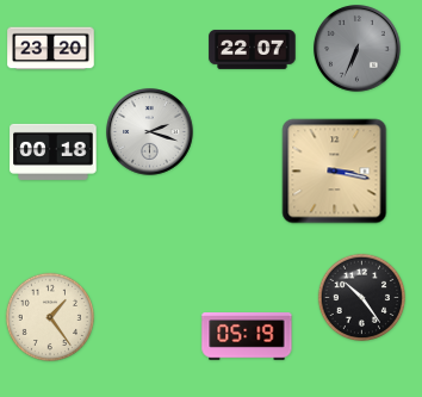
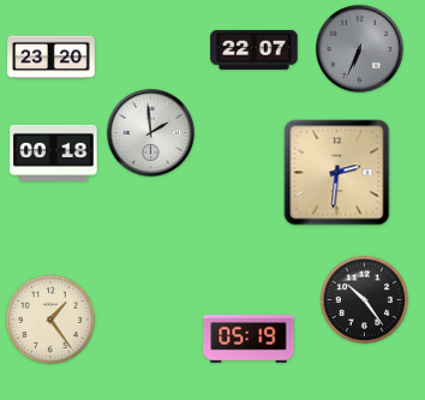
clock at (51, 49) position: (51, 49) -> (52, 58)
clock at (150, 132): 2:18 -> 1:59
clock at (335, 172): 3:17 -> 2:31
